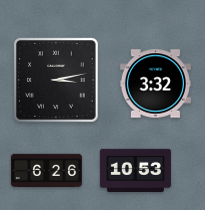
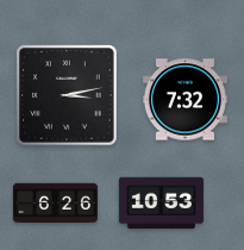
clock at (155, 84): 3:32 -> 7:32
